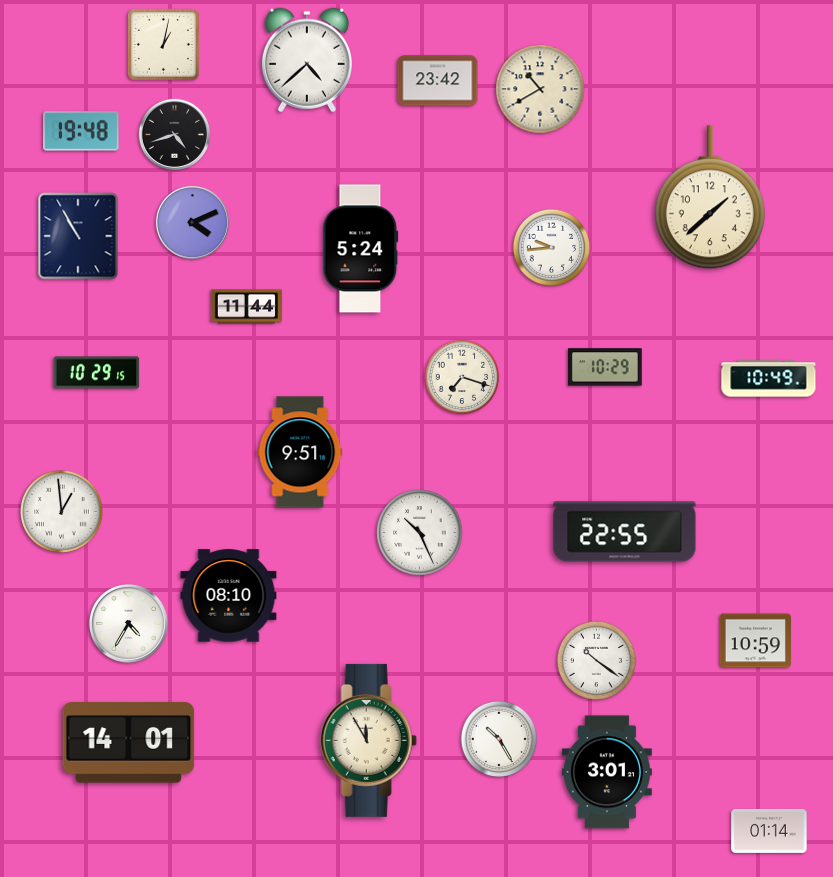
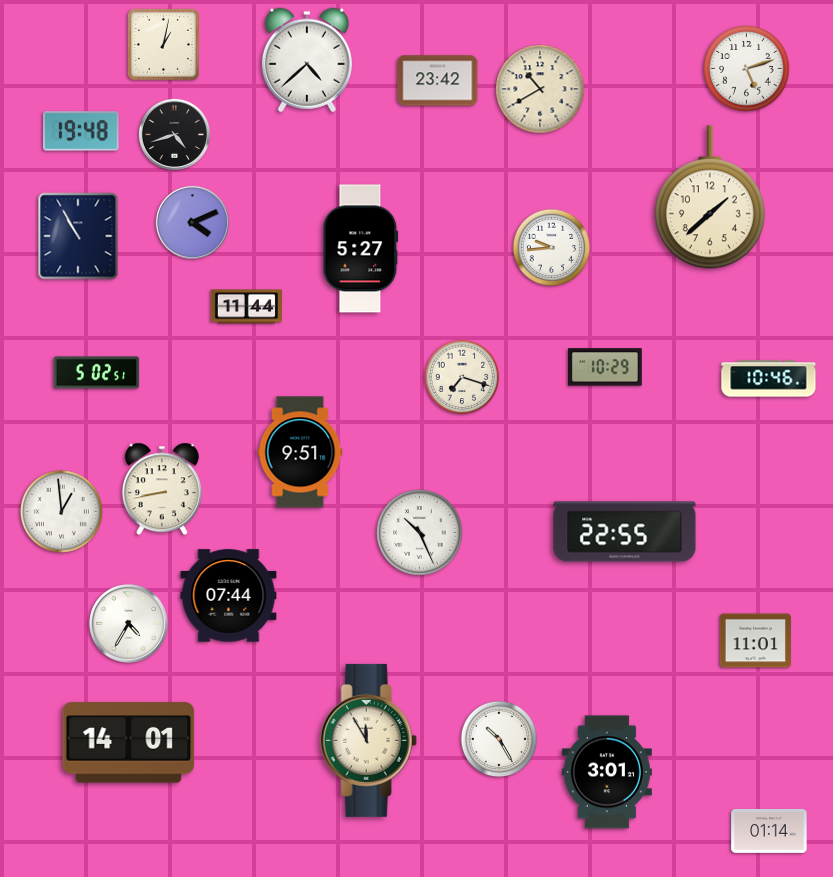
clock at (747, 69): none -> 5:12
clock at (361, 249): 5:24 -> 5:27
clock at (97, 373): 10:29 -> 5:02
clock at (769, 379): 10:49 -> 10:46
clock at (162, 489): none -> 8:43
clock at (229, 596): 08:10 -> 07:44
clock at (755, 641): 10:59 -> 11:01
clock at (596, 660): 10:21 -> none
